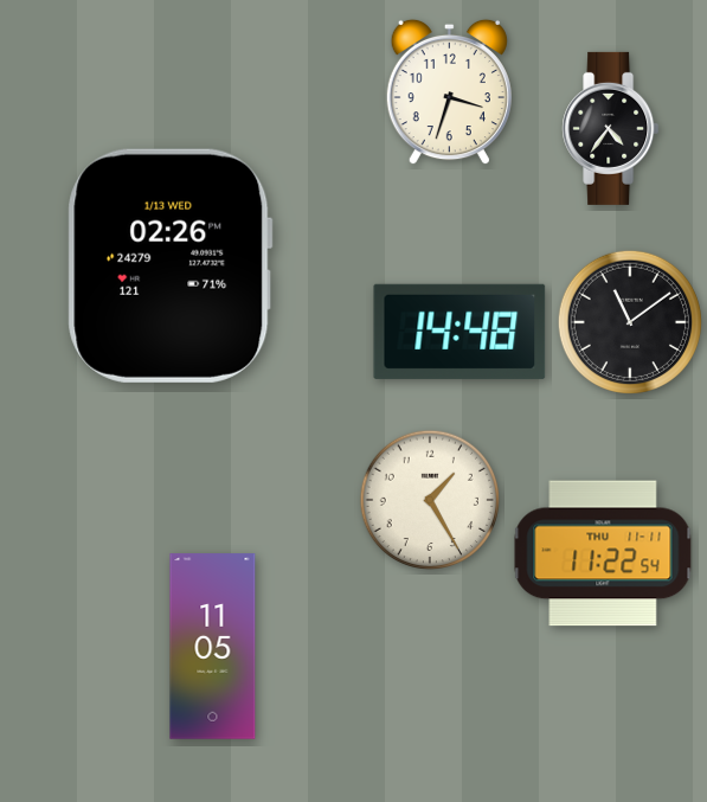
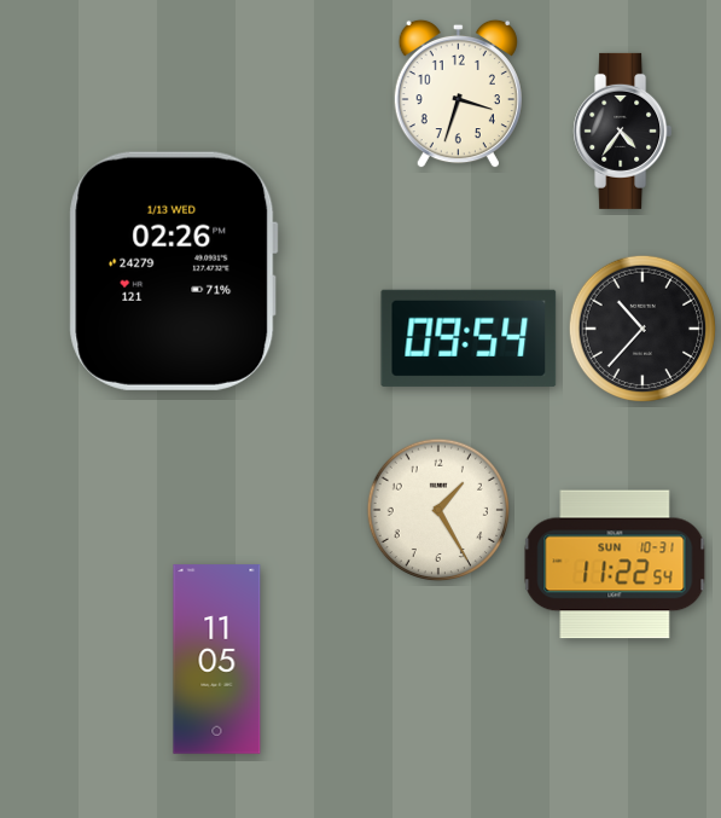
clock at (630, 322): 11:09 -> 10:37
clock at (459, 332): 14:48 -> 09:54
clock at (603, 553) date: THU 11-11 -> SUN 10-31
